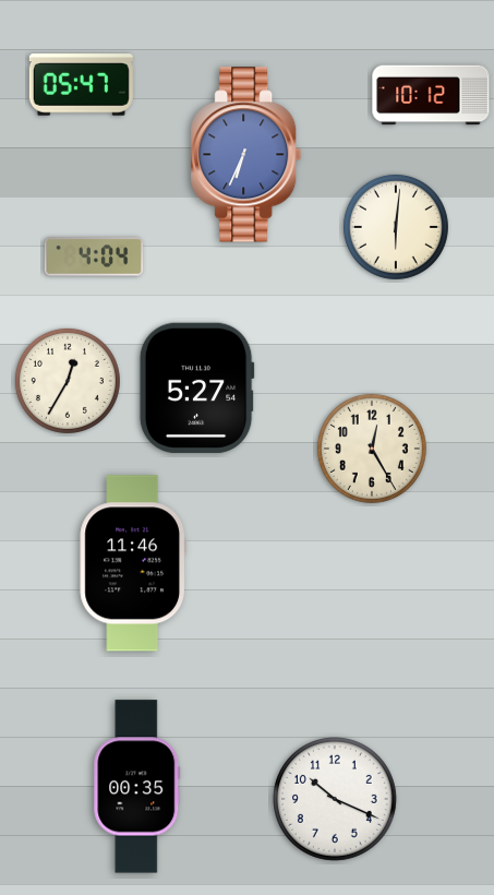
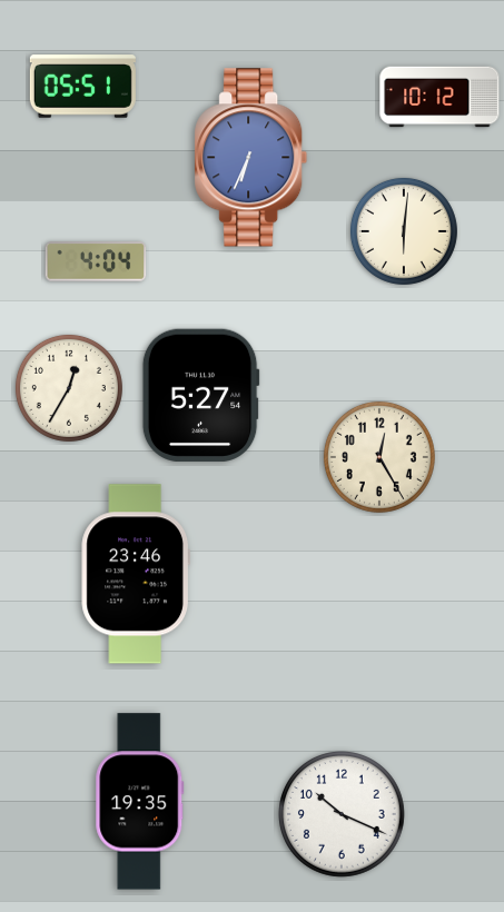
clock at (81, 85): 05:47 -> 05:51
clock at (132, 563): 11:46 -> 23:46
clock at (137, 787): 00:35 -> 19:35
